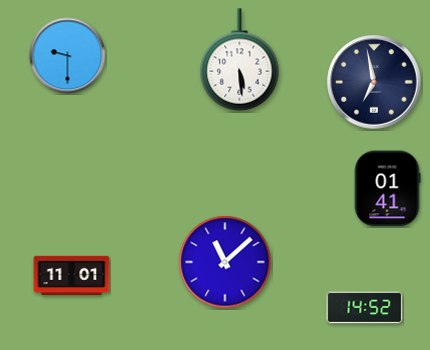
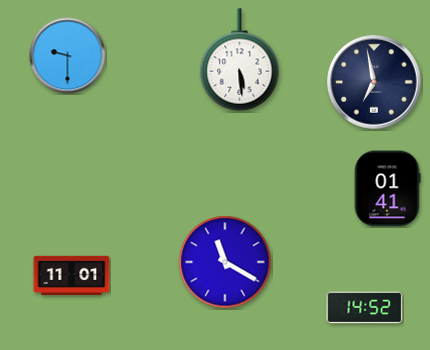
clock at (225, 262): 11:08 -> 11:20
